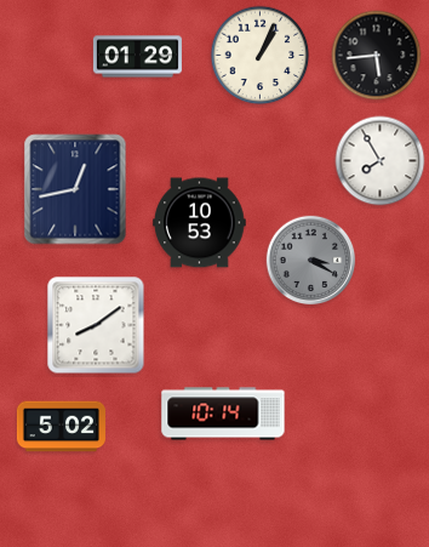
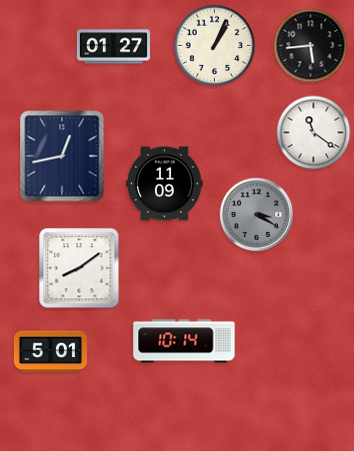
clock at (137, 57): 01:29 -> 01:27
clock at (381, 161): 7:55 -> 11:21
clock at (200, 223): 10:53 -> 11:09
clock at (61, 427): 5:02 -> 5:01
